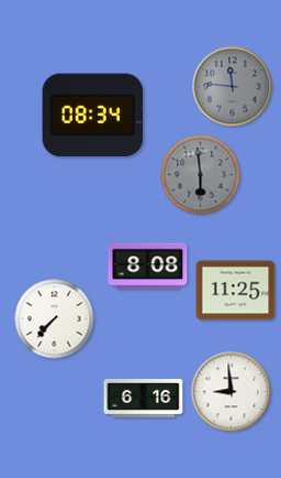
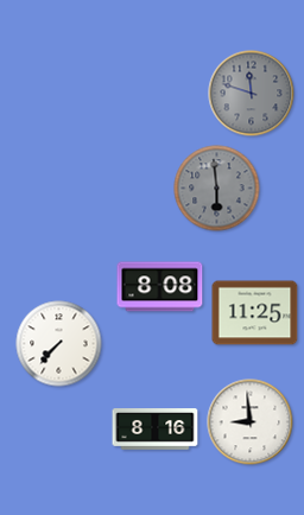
clock at (233, 87): 11:46 -> 11:48
clock at (93, 115): 08:34 -> none
clock at (144, 399): 6:16 -> 8:16
